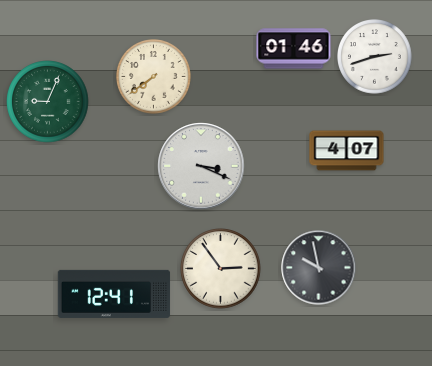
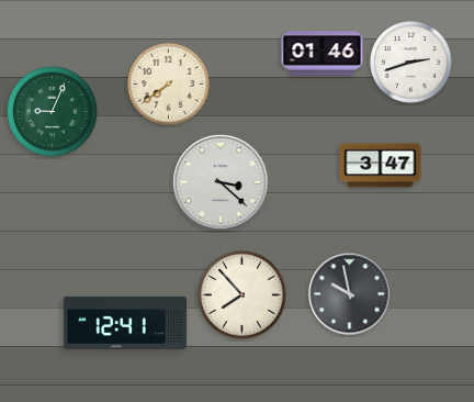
clock at (347, 151): 4:07 -> 3:47
clock at (201, 166): 3:19 -> 3:22
clock at (221, 269): 2:54 -> 7:53
